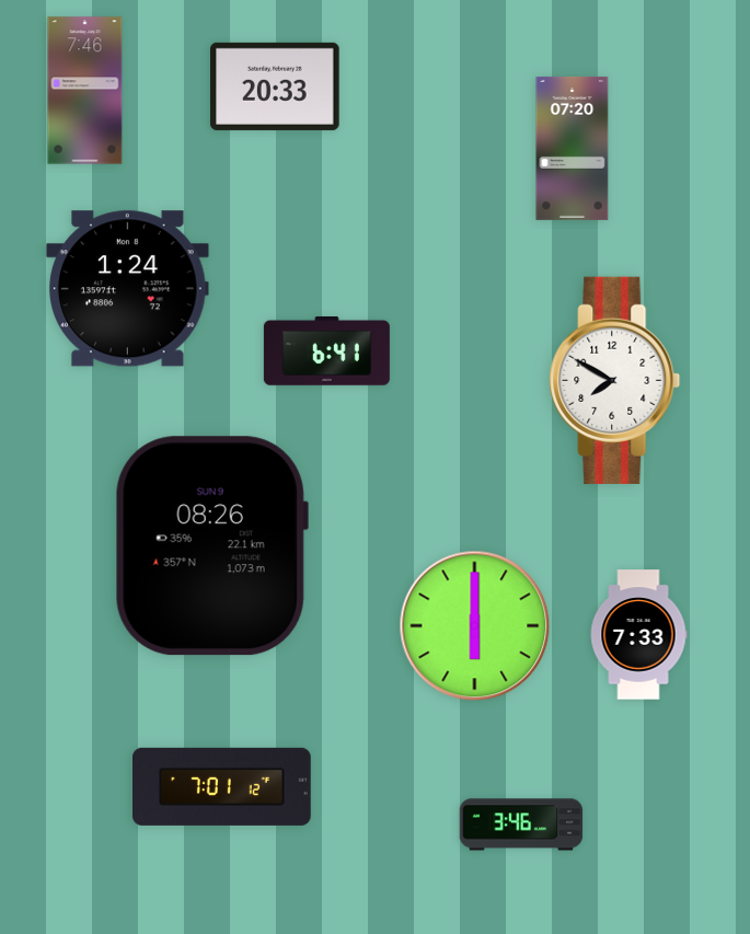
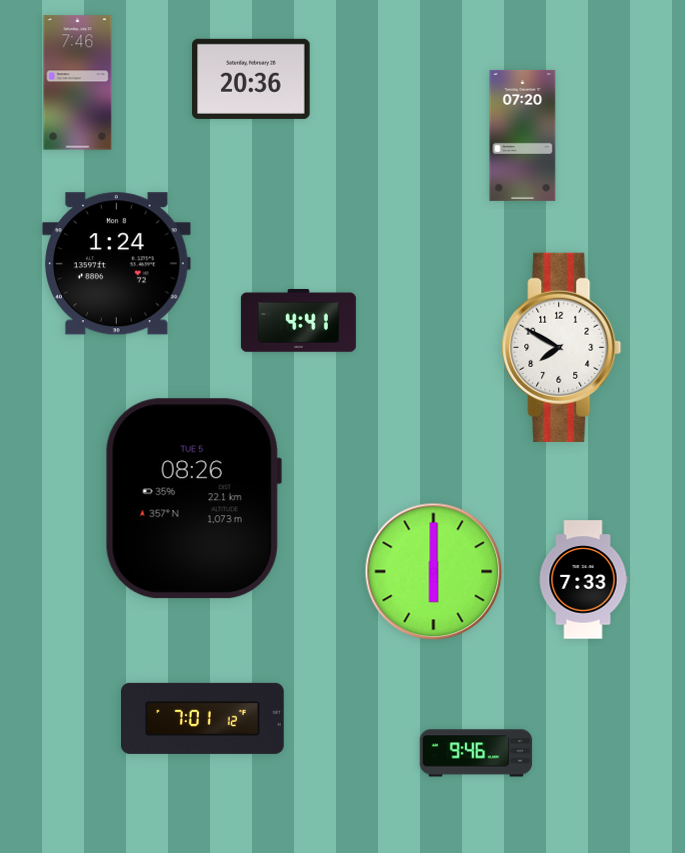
clock at (275, 87): 20:33 -> 20:36
clock at (326, 350): 6:41 -> 4:41
clock at (211, 546) date: SUN 9 -> TUE 5
clock at (521, 825): 3:46 -> 9:46
